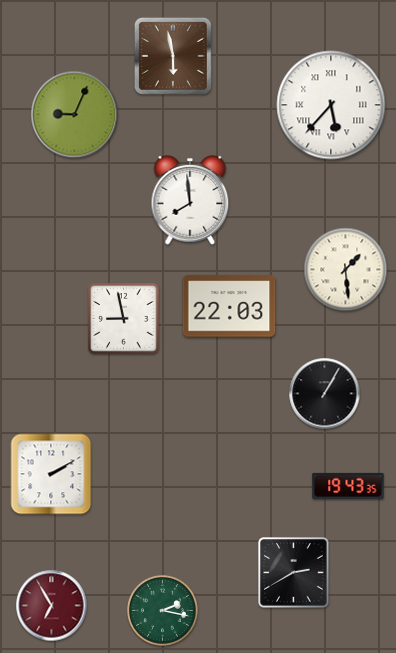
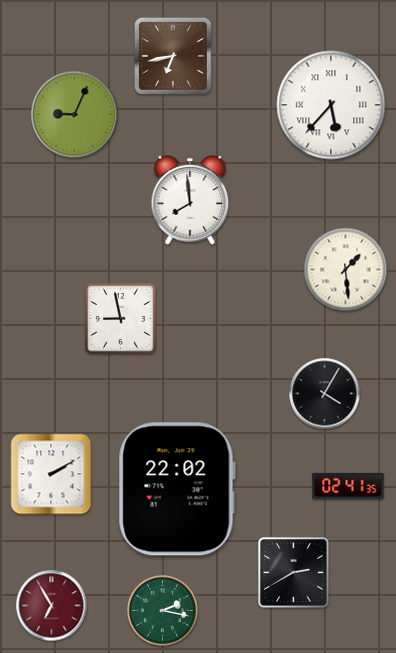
clock at (173, 56): 5:58 -> 6:43
clock at (229, 306): 22:03 -> none
clock at (124, 319) position: (124, 319) -> (121, 319)
clock at (325, 394): 1:05 -> 4:05
clock at (348, 486): 19:43 -> 02:41
clock at (177, 489): none -> 22:02
